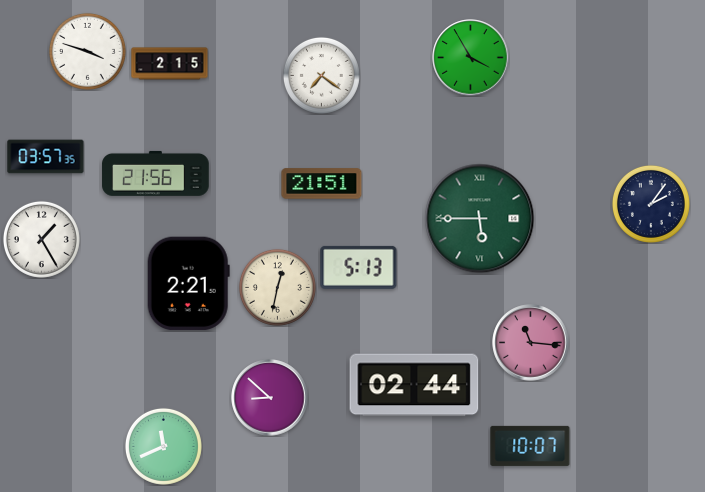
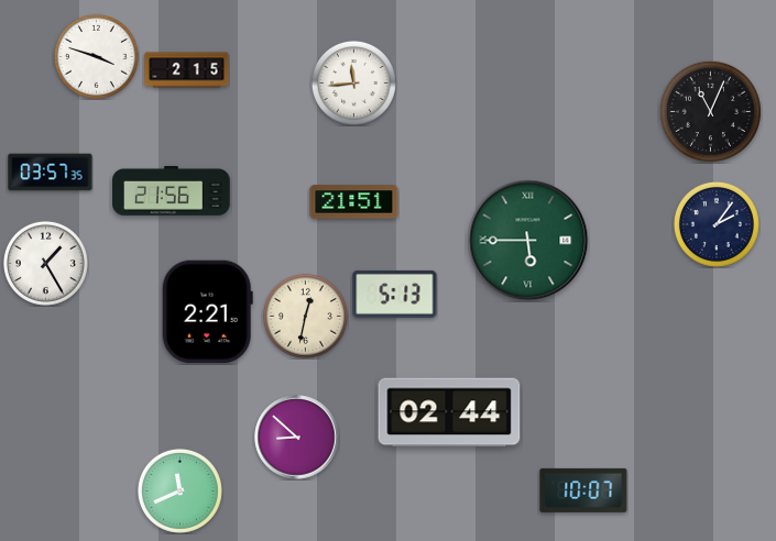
clock at (471, 58): 3:55 -> none
clock at (321, 75): 7:21 -> 11:44
clock at (710, 111): none -> 11:04
clock at (531, 343): 11:16 -> none
clock at (414, 385) position: (414, 385) -> (449, 412)
